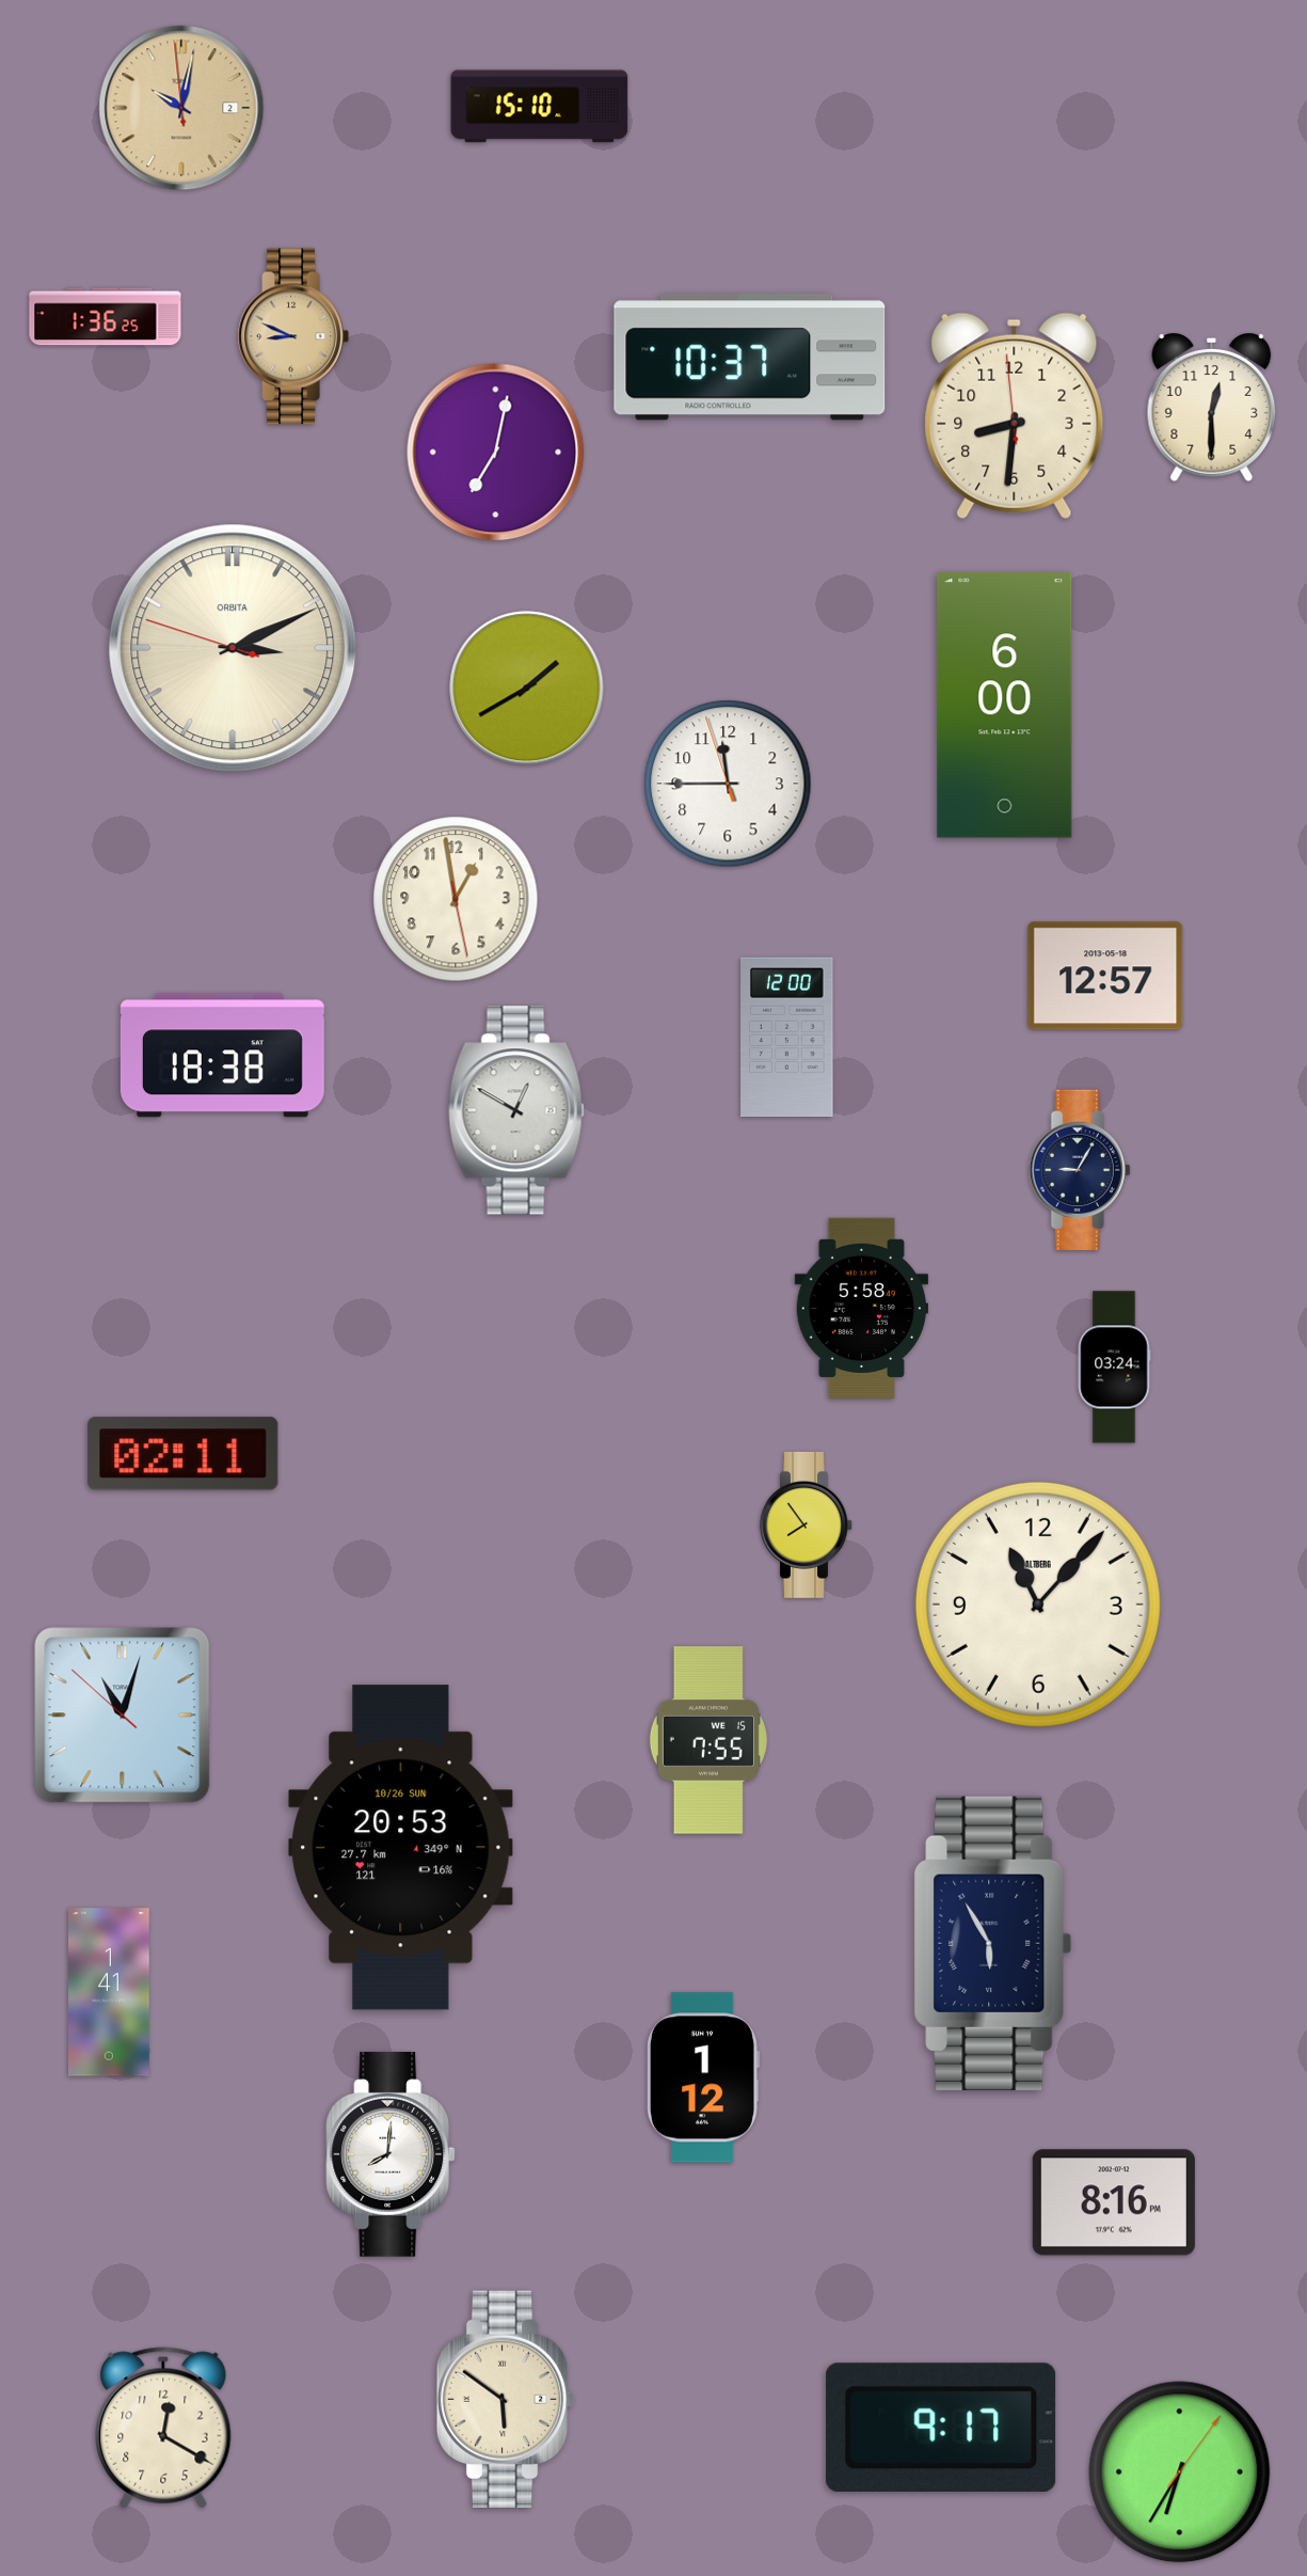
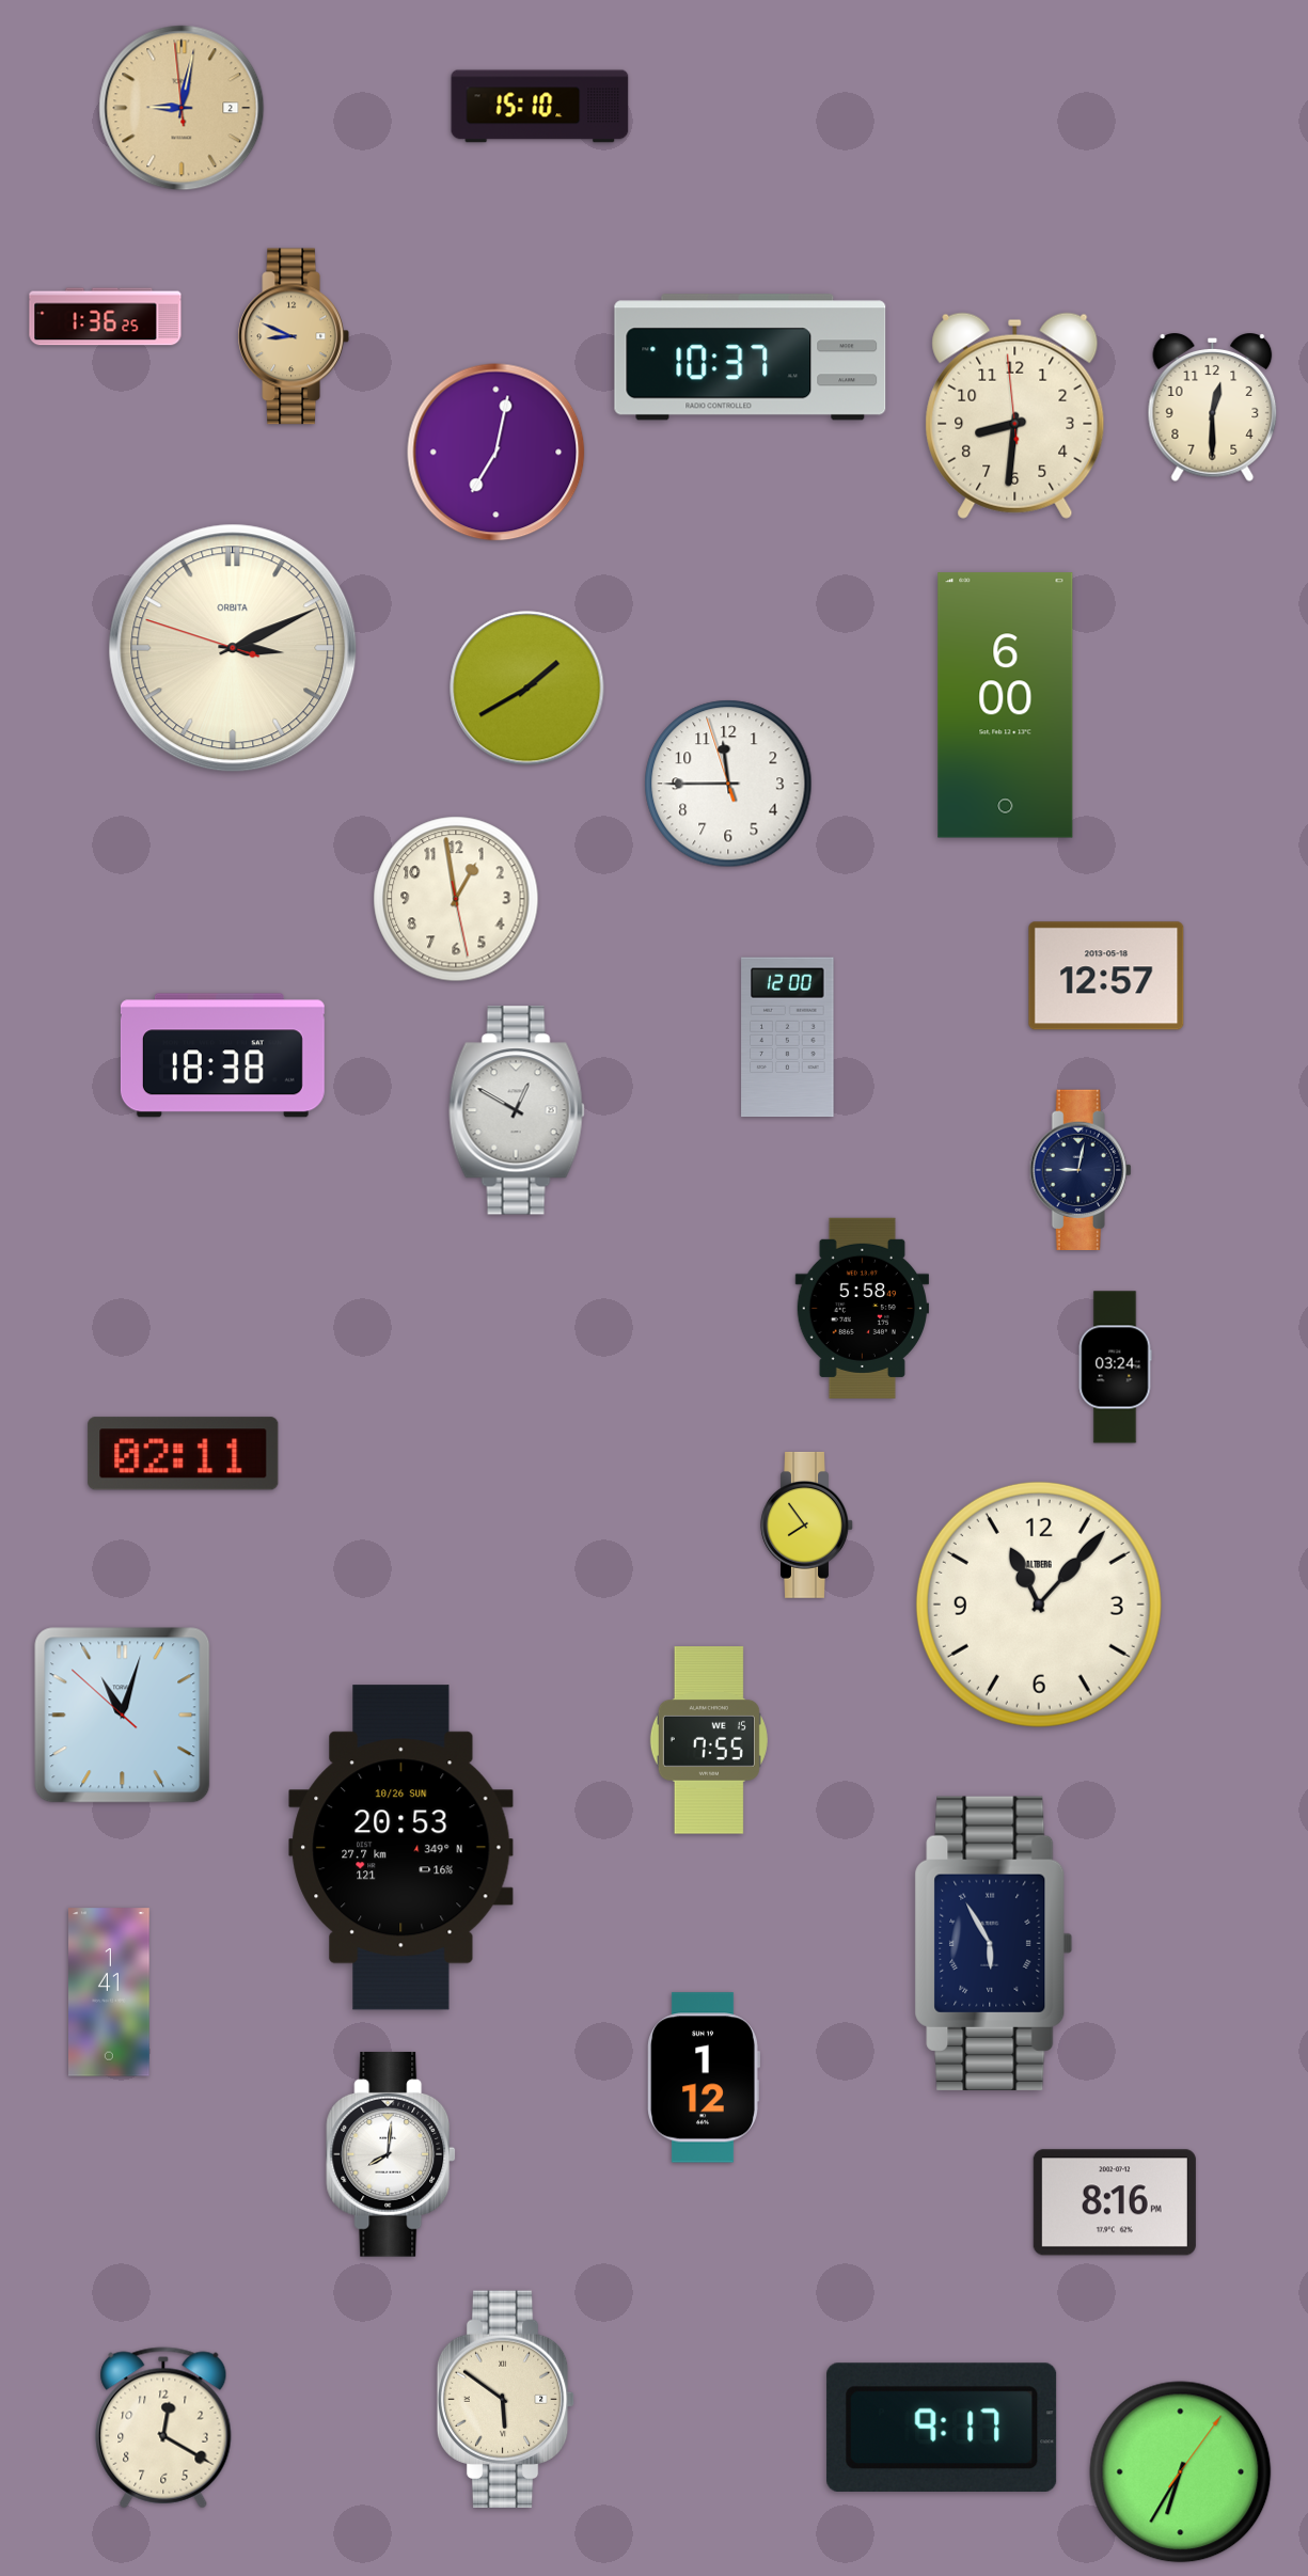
clock at (181, 108): 10:01 -> 9:01
clock at (1080, 1169): 9:05 -> 9:02
